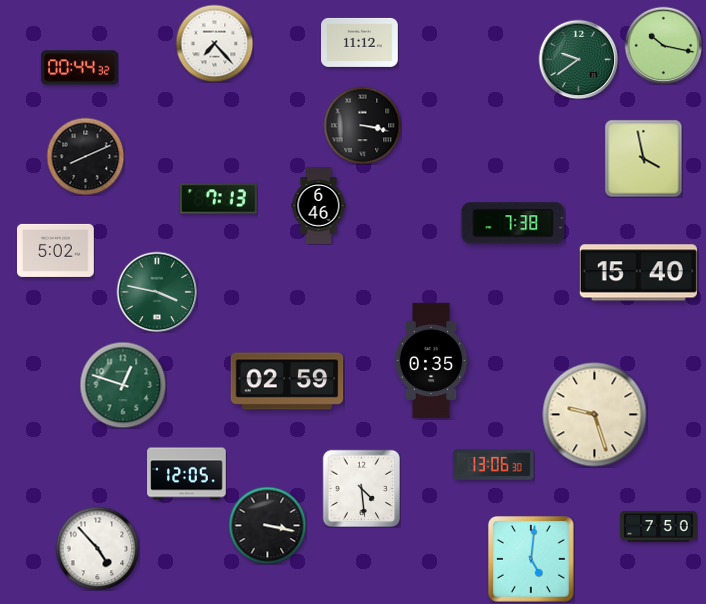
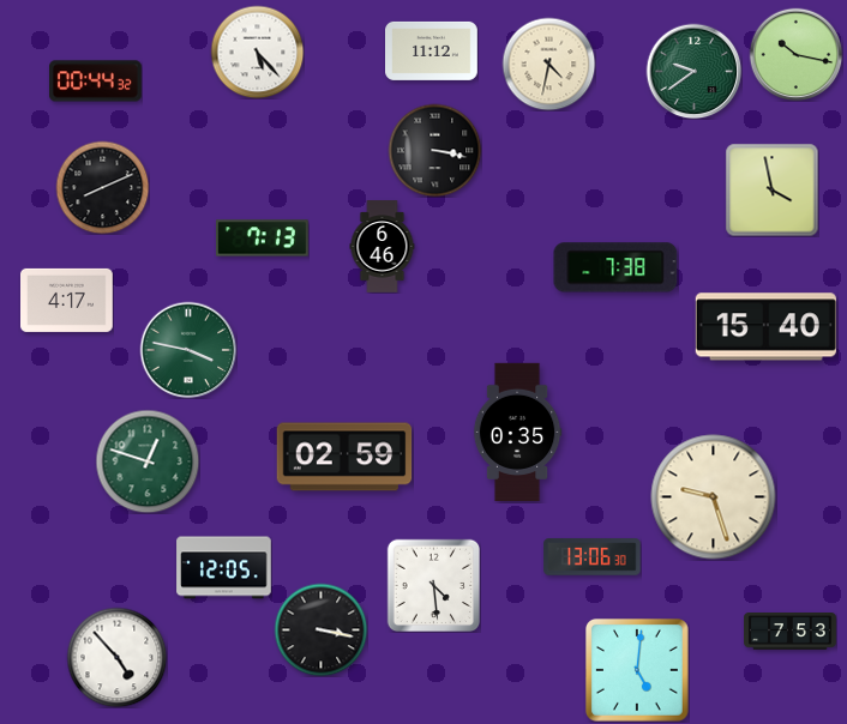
clock at (214, 43): 7:23 -> 5:23
clock at (548, 64): none -> 4:32
clock at (56, 250): 5:02 -> 4:17
clock at (659, 527): 7:50 -> 7:53
